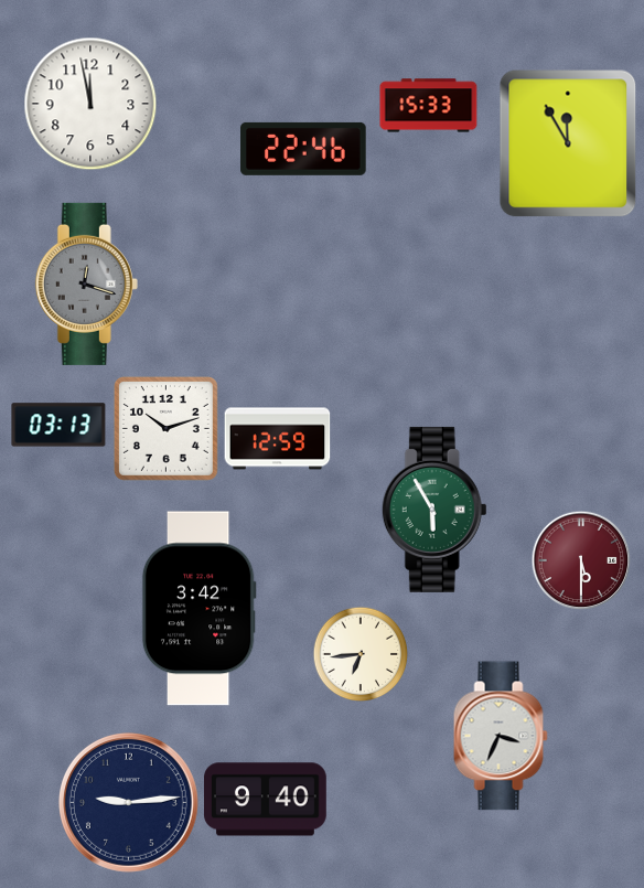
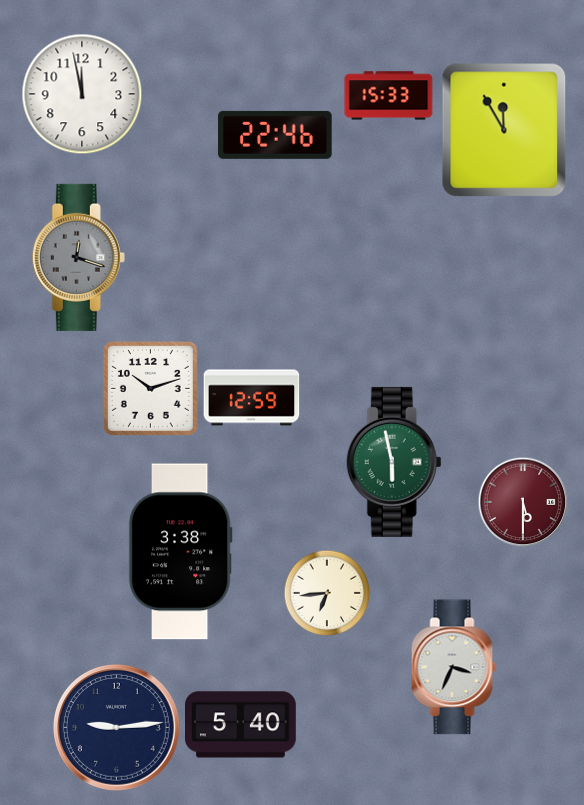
clock at (568, 143) position: (568, 143) -> (504, 130)
clock at (58, 425): 03:13 -> none
clock at (434, 510): 5:55 -> 5:58
clock at (581, 560) position: (581, 560) -> (523, 502)
clock at (198, 609): 3:42 -> 3:38
clock at (266, 800): 9:40 -> 5:40
